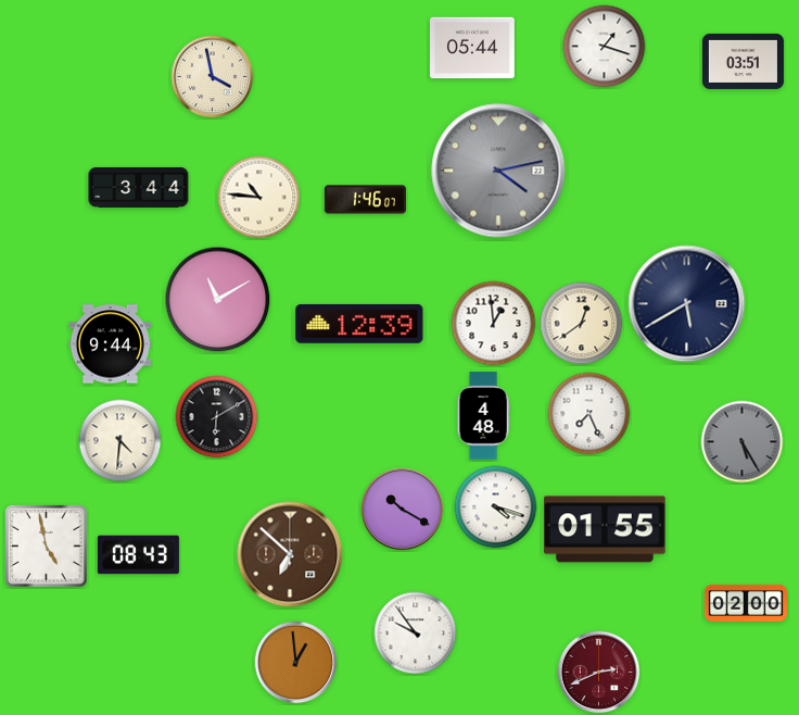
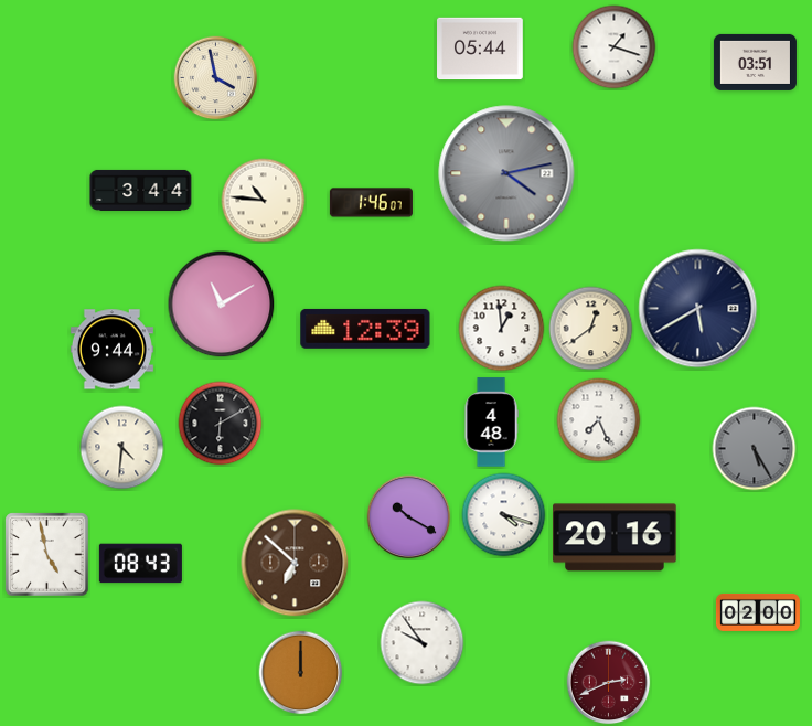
clock at (605, 529): 01:55 -> 20:16
clock at (296, 663): 12:59 -> 12:00
